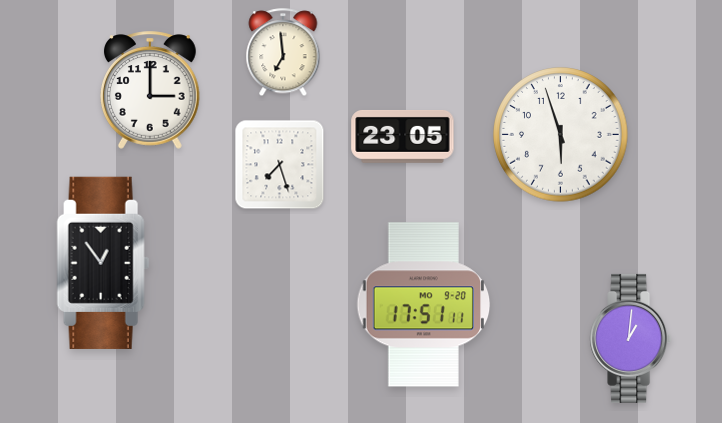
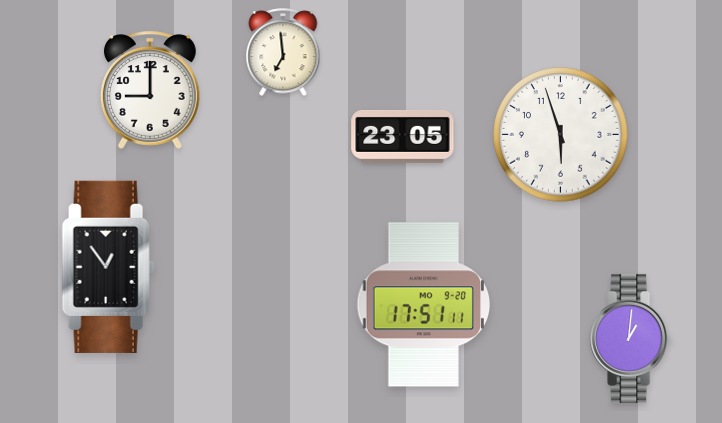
clock at (150, 90): 3:00 -> 9:00
clock at (280, 165): 7:27 -> none
clock at (103, 263) position: (103, 263) -> (108, 267)
